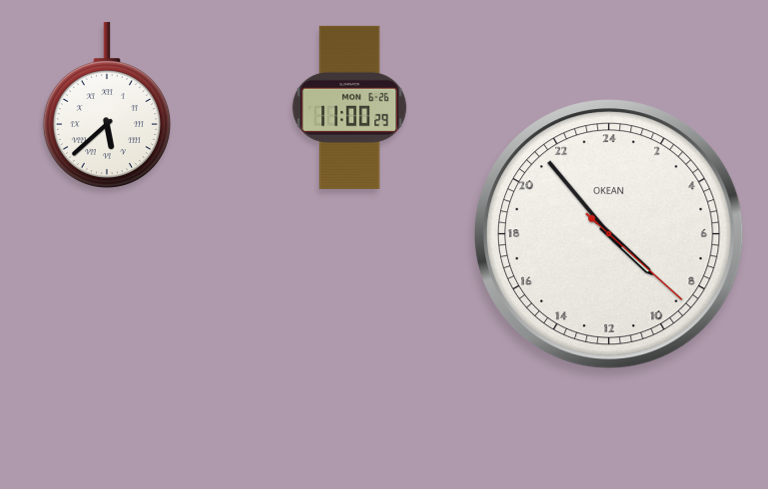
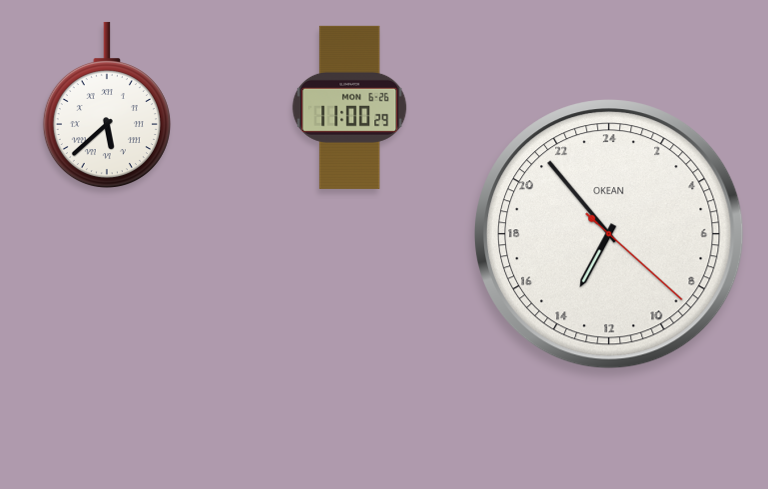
clock at (609, 234): 8:53 -> 13:53
